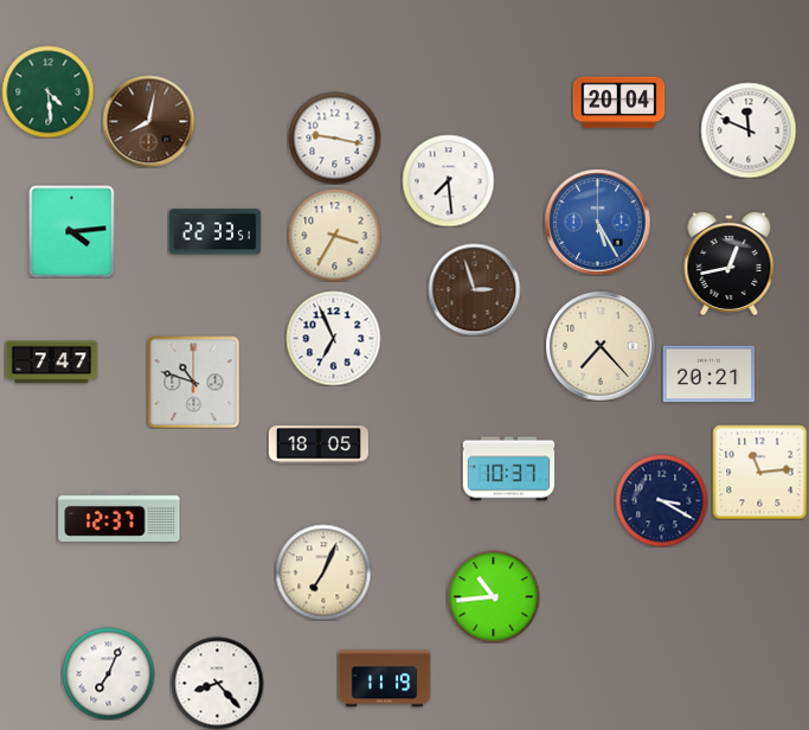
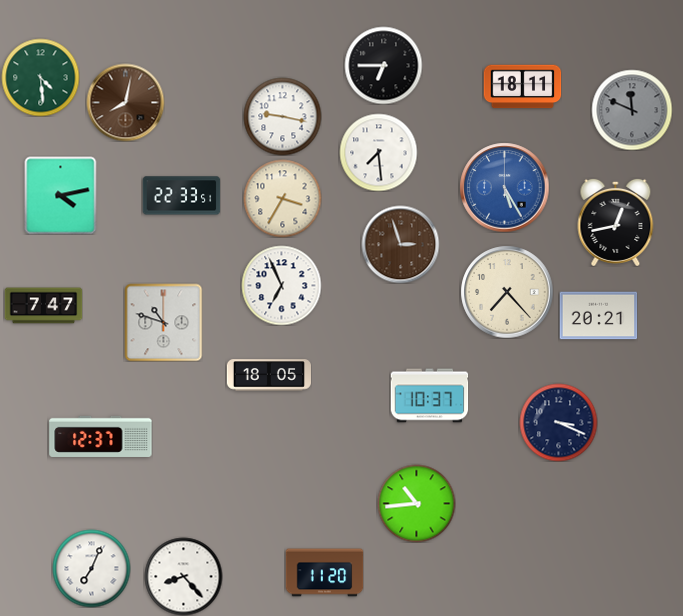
clock at (383, 65): none -> 6:45
clock at (618, 103): 20:04 -> 18:11
clock at (749, 130) dial: white -> grey
clock at (72, 231): 4:14 -> 4:13
clock at (759, 472): 11:14 -> none
clock at (661, 500): 3:20 -> 3:19
clock at (323, 572): 7:04 -> none
clock at (384, 679): 11:19 -> 11:20
